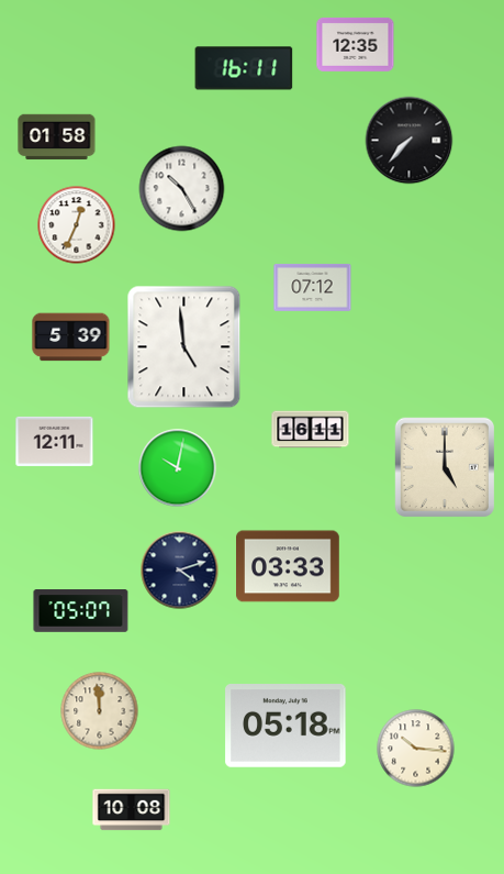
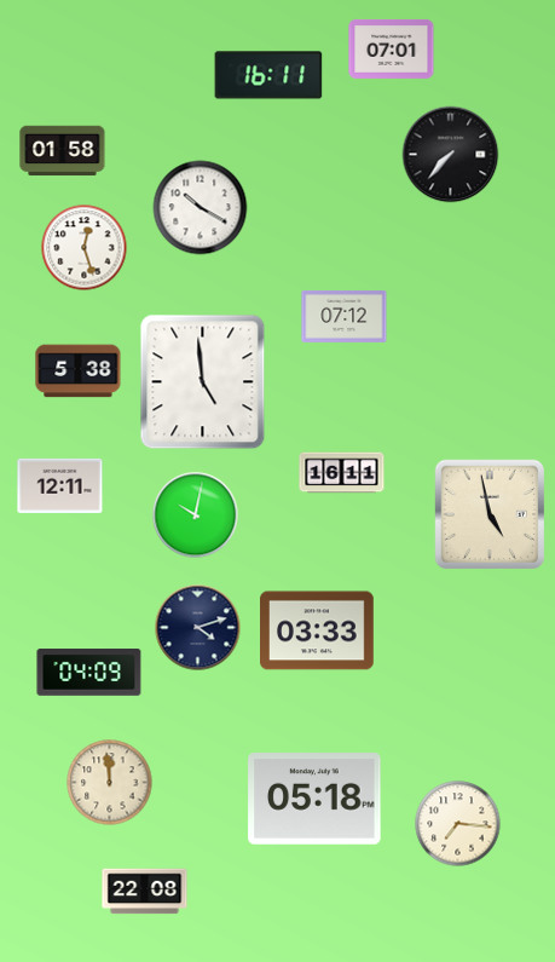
clock at (356, 44): 12:35 -> 07:01
clock at (182, 189): 10:25 -> 10:20
clock at (77, 225): 12:34 -> 12:27
clock at (71, 338): 5:39 -> 5:38
clock at (444, 466): 5:00 -> 4:58
clock at (289, 566) position: (289, 566) -> (318, 630)
clock at (81, 611): 05:07 -> 04:09
clock at (416, 749): 10:16 -> 7:16
clock at (132, 810): 10:08 -> 22:08
